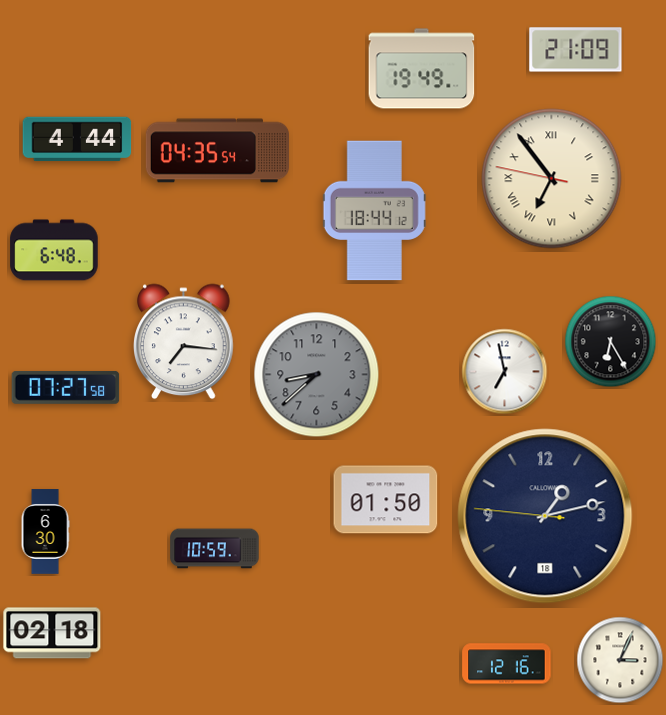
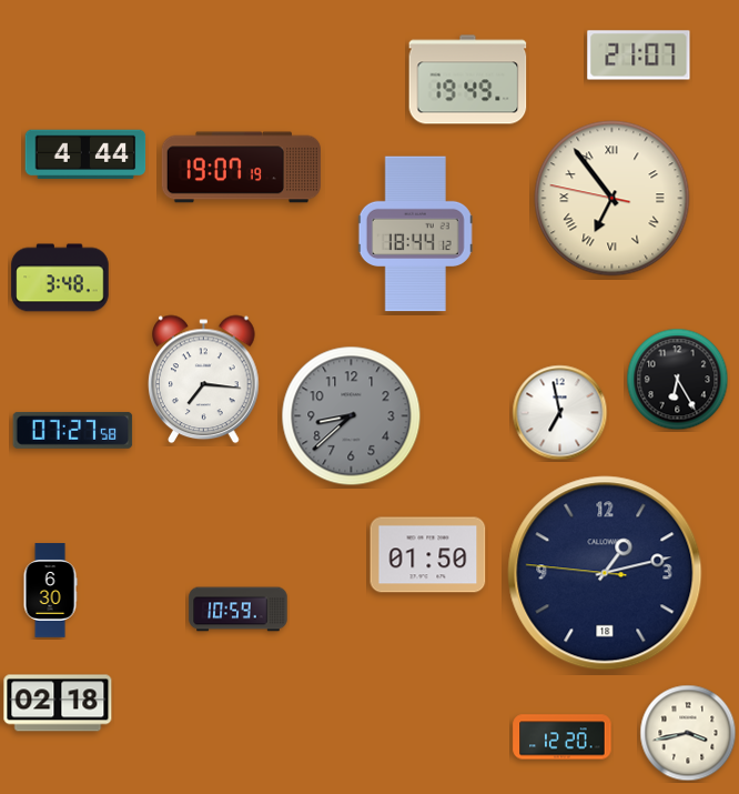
clock at (576, 50): 21:09 -> 21:07
clock at (422, 69) position: (422, 69) -> (468, 80)
clock at (217, 151): 04:35 -> 19:07
clock at (54, 250): 6:48 -> 3:48
clock at (620, 660): 3:04 -> 3:43
clock at (507, 664): 12:16 -> 12:20
